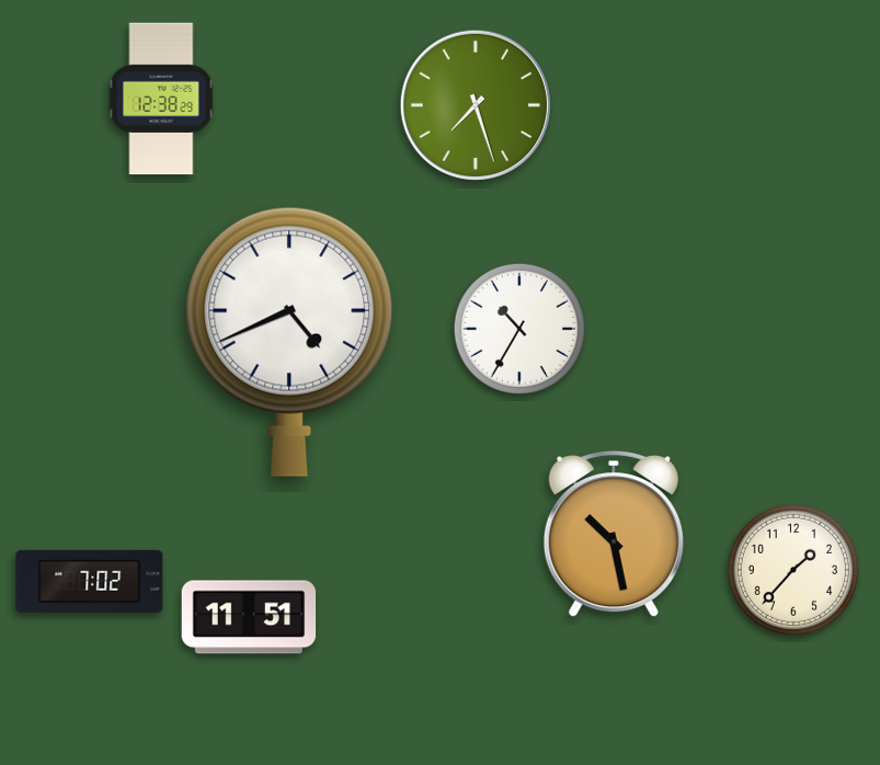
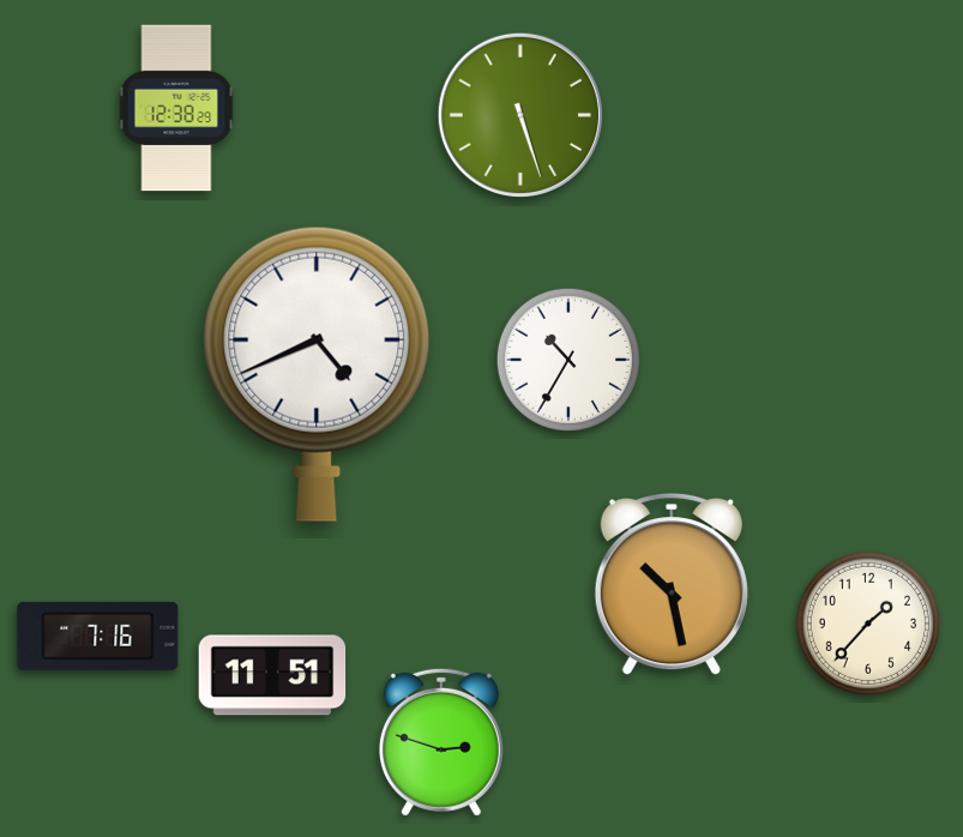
clock at (476, 105): 7:27 -> 5:27
clock at (90, 581): 7:02 -> 7:16
clock at (441, 742): none -> 2:48
